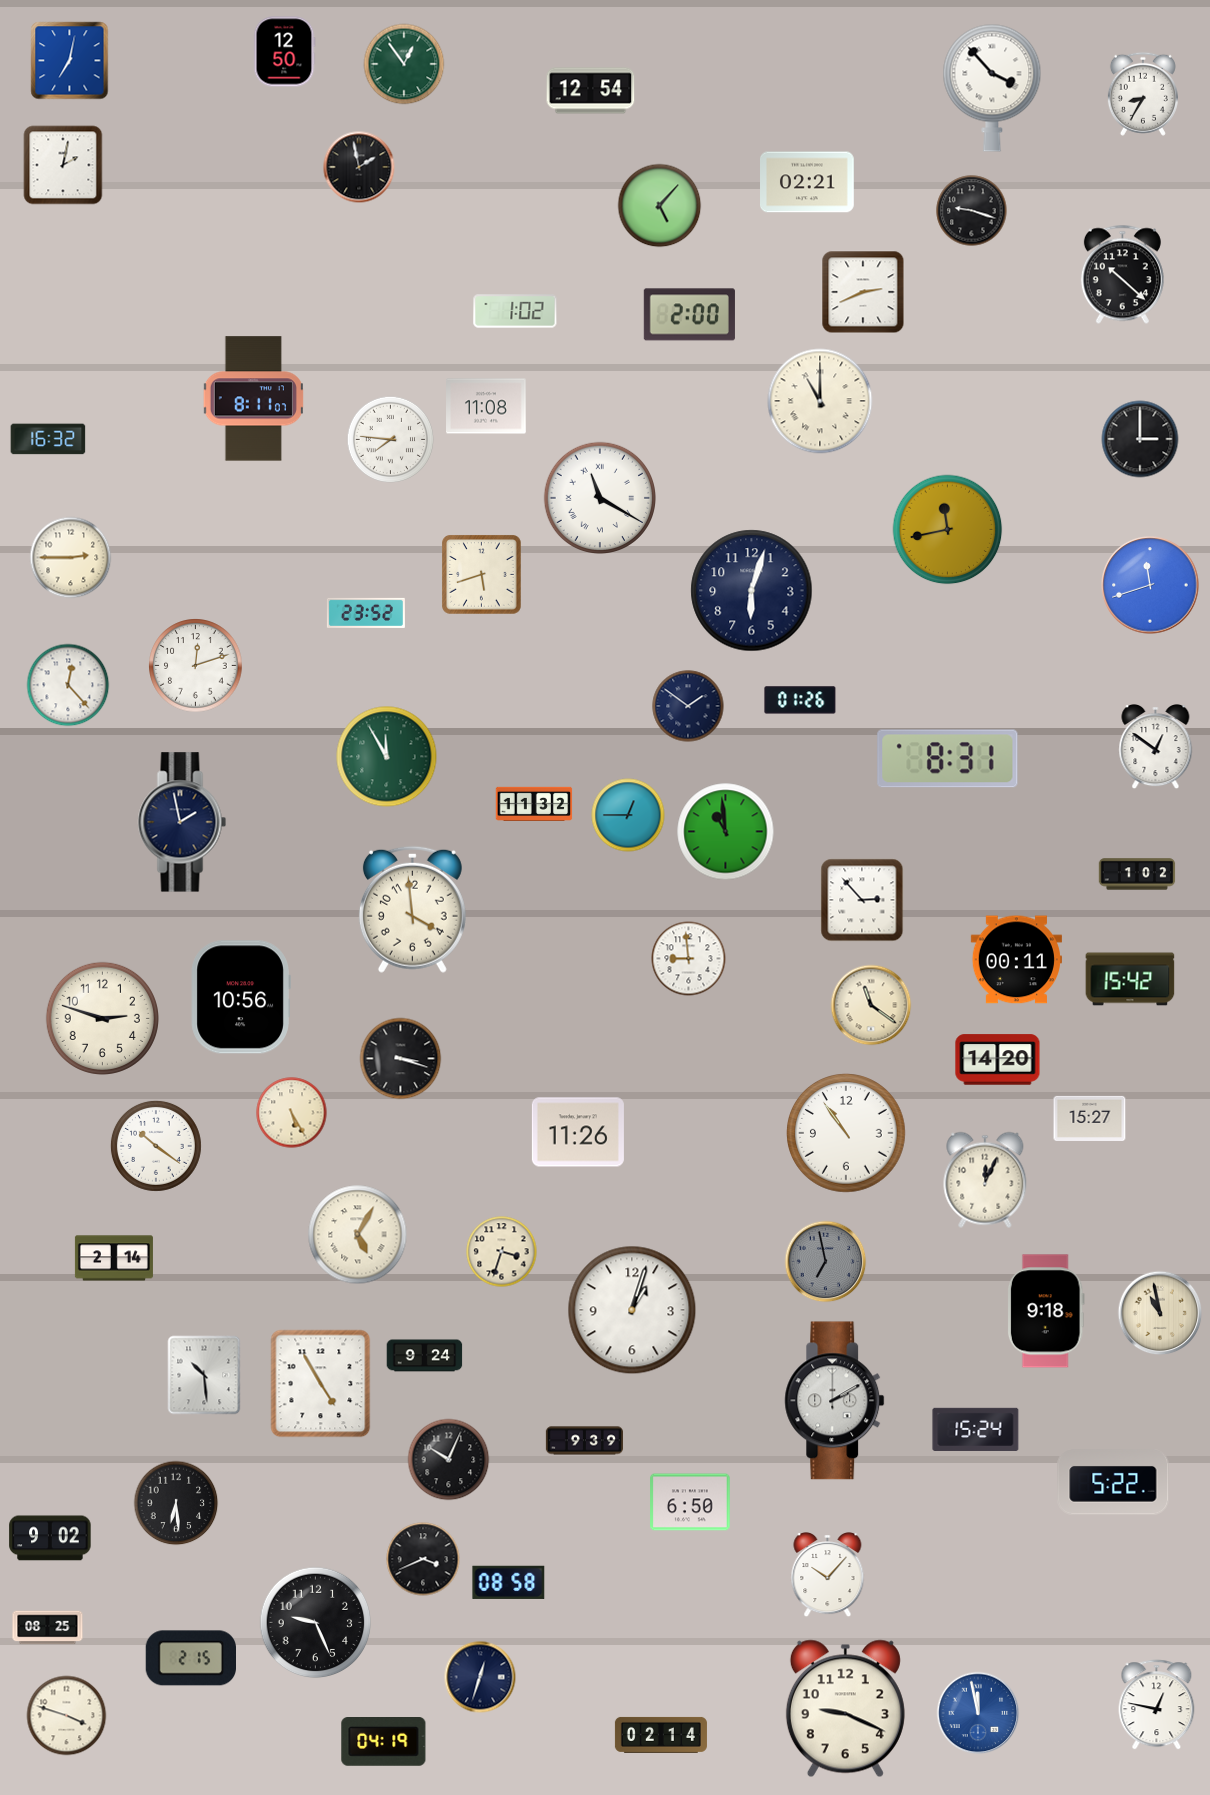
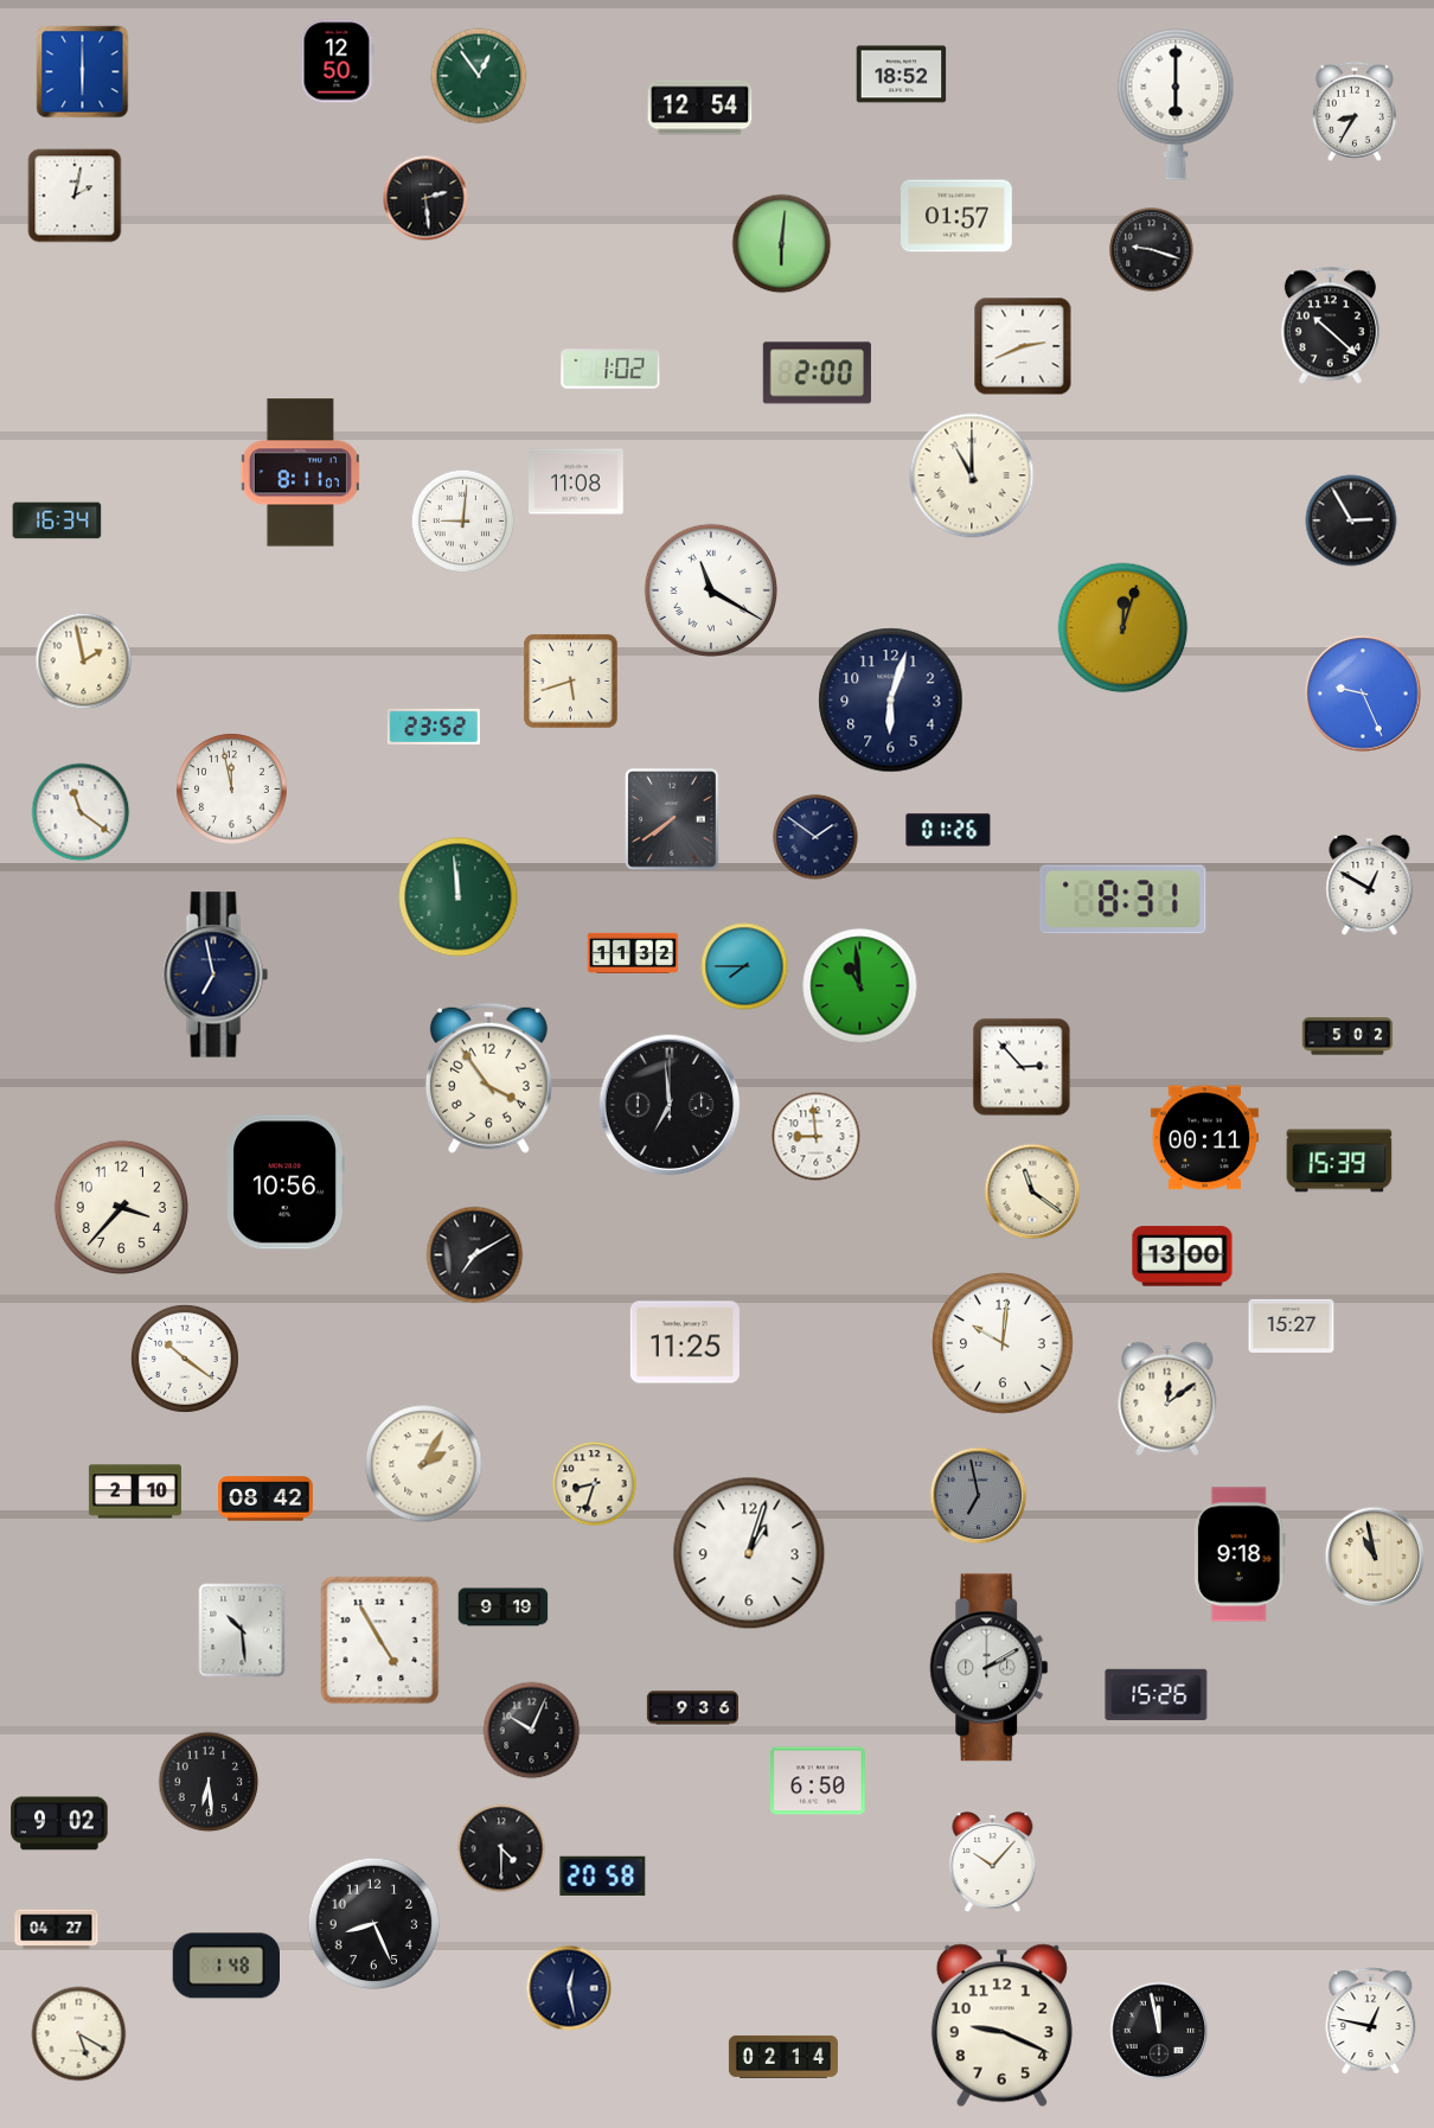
clock at (70, 61): 7:02 -> 6:00
clock at (902, 75): none -> 18:52
clock at (992, 88): 3:53 -> 6:00
clock at (359, 167): 1:58 -> 2:29
clock at (808, 182): 02:21 -> 01:57
clock at (660, 206): 5:07 -> 6:01
clock at (48, 439): 16:32 -> 16:34
clock at (1140, 439): 3:00 -> 2:55
clock at (391, 440): 7:46 -> 9:01
clock at (948, 530): 11:43 -> 12:03
clock at (71, 558): 2:45 -> 1:58
clock at (1150, 585): 11:42 -> 9:26
clock at (196, 666): 12:12 -> 11:58
clock at (68, 685): 12:23 -> 11:21
clock at (673, 820): none -> 7:39
clock at (1156, 748): 12:51 -> 12:50
clock at (387, 757): 11:55 -> 11:59
clock at (628, 815): 12:45 -> 7:45
clock at (182, 822): 1:58 -> 6:58
clock at (1137, 874): 1:02 -> 5:02
clock at (412, 909): 3:59 -> 3:54
clock at (670, 1105): none -> 6:59
clock at (1130, 979): 15:42 -> 15:39
clock at (102, 1018): 2:48 -> 3:37
clock at (401, 1059): 3:18 -> 7:10
clock at (998, 1060): 14:20 -> 13:00
clock at (292, 1113): 5:25 -> none
clock at (578, 1132): 11:26 -> 11:25
clock at (846, 1133): 10:54 -> 10:01
clock at (985, 1180): 12:04 -> 12:09
clock at (358, 1235): 5:05 -> 2:05
clock at (502, 1252): 3:33 -> 8:33
clock at (114, 1258): 2:14 -> 2:10
clock at (265, 1498): none -> 08:42
clock at (425, 1356): 9:24 -> 9:19
clock at (835, 1401) position: (835, 1401) -> (990, 1668)
clock at (976, 1429): 15:24 -> 15:26
clock at (584, 1441): 9:39 -> 9:36
clock at (1113, 1482): 5:22 -> none
clock at (423, 1559): 3:41 -> 4:30
clock at (828, 1576) position: (828, 1576) -> (993, 1864)
clock at (509, 1582): 08:58 -> 20:58
clock at (316, 1623): 9:26 -> 8:26
clock at (48, 1628): 08:25 -> 04:27
clock at (190, 1658): 2:15 -> 1:48
clock at (480, 1677): 12:33 -> 12:28
clock at (978, 1713) dial: blue -> black
clock at (67, 1716): 3:48 -> 5:20
clock at (384, 1742): 04:19 -> none
